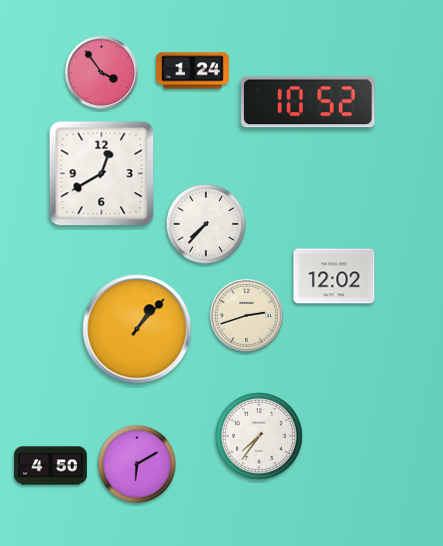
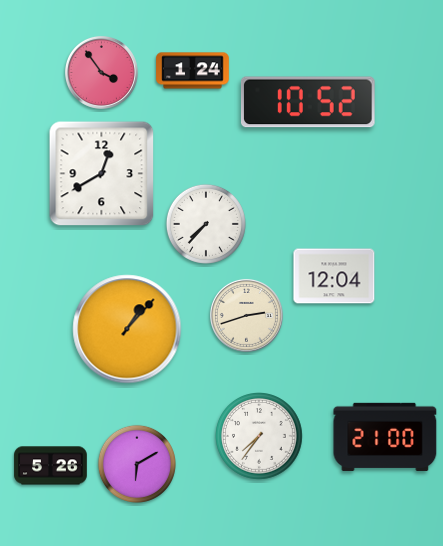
clock at (334, 276): 12:02 -> 12:04
clock at (137, 329) position: (137, 329) -> (127, 329)
clock at (385, 437): none -> 21:00
clock at (51, 466): 4:50 -> 5:26
